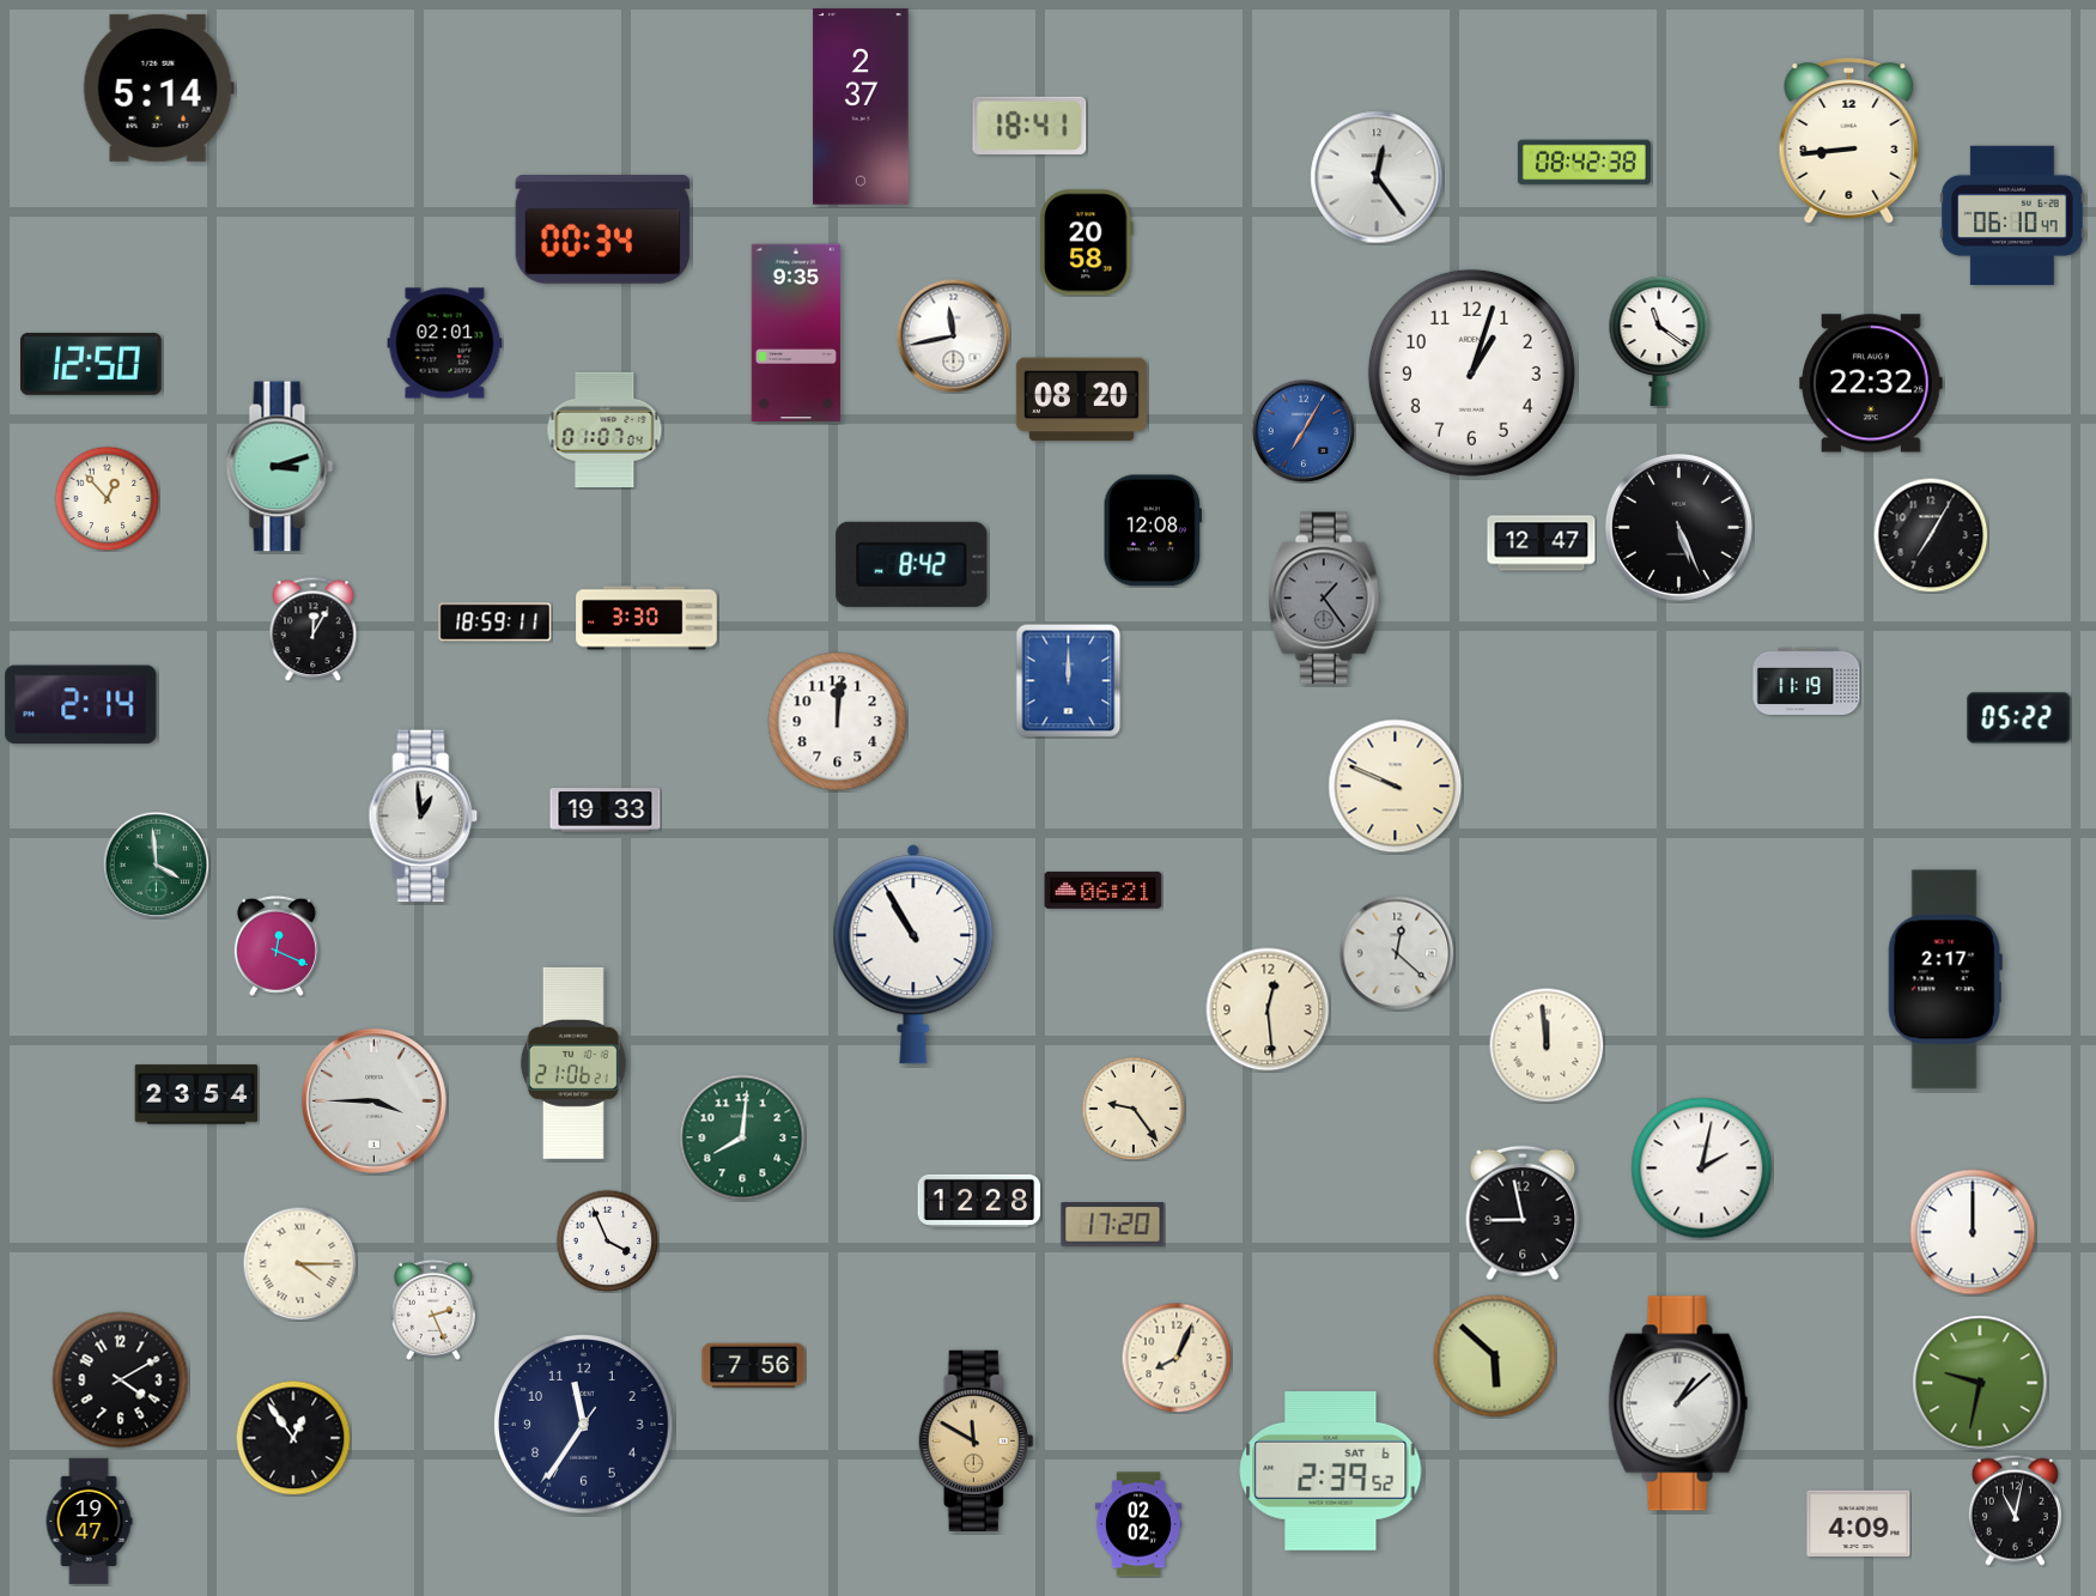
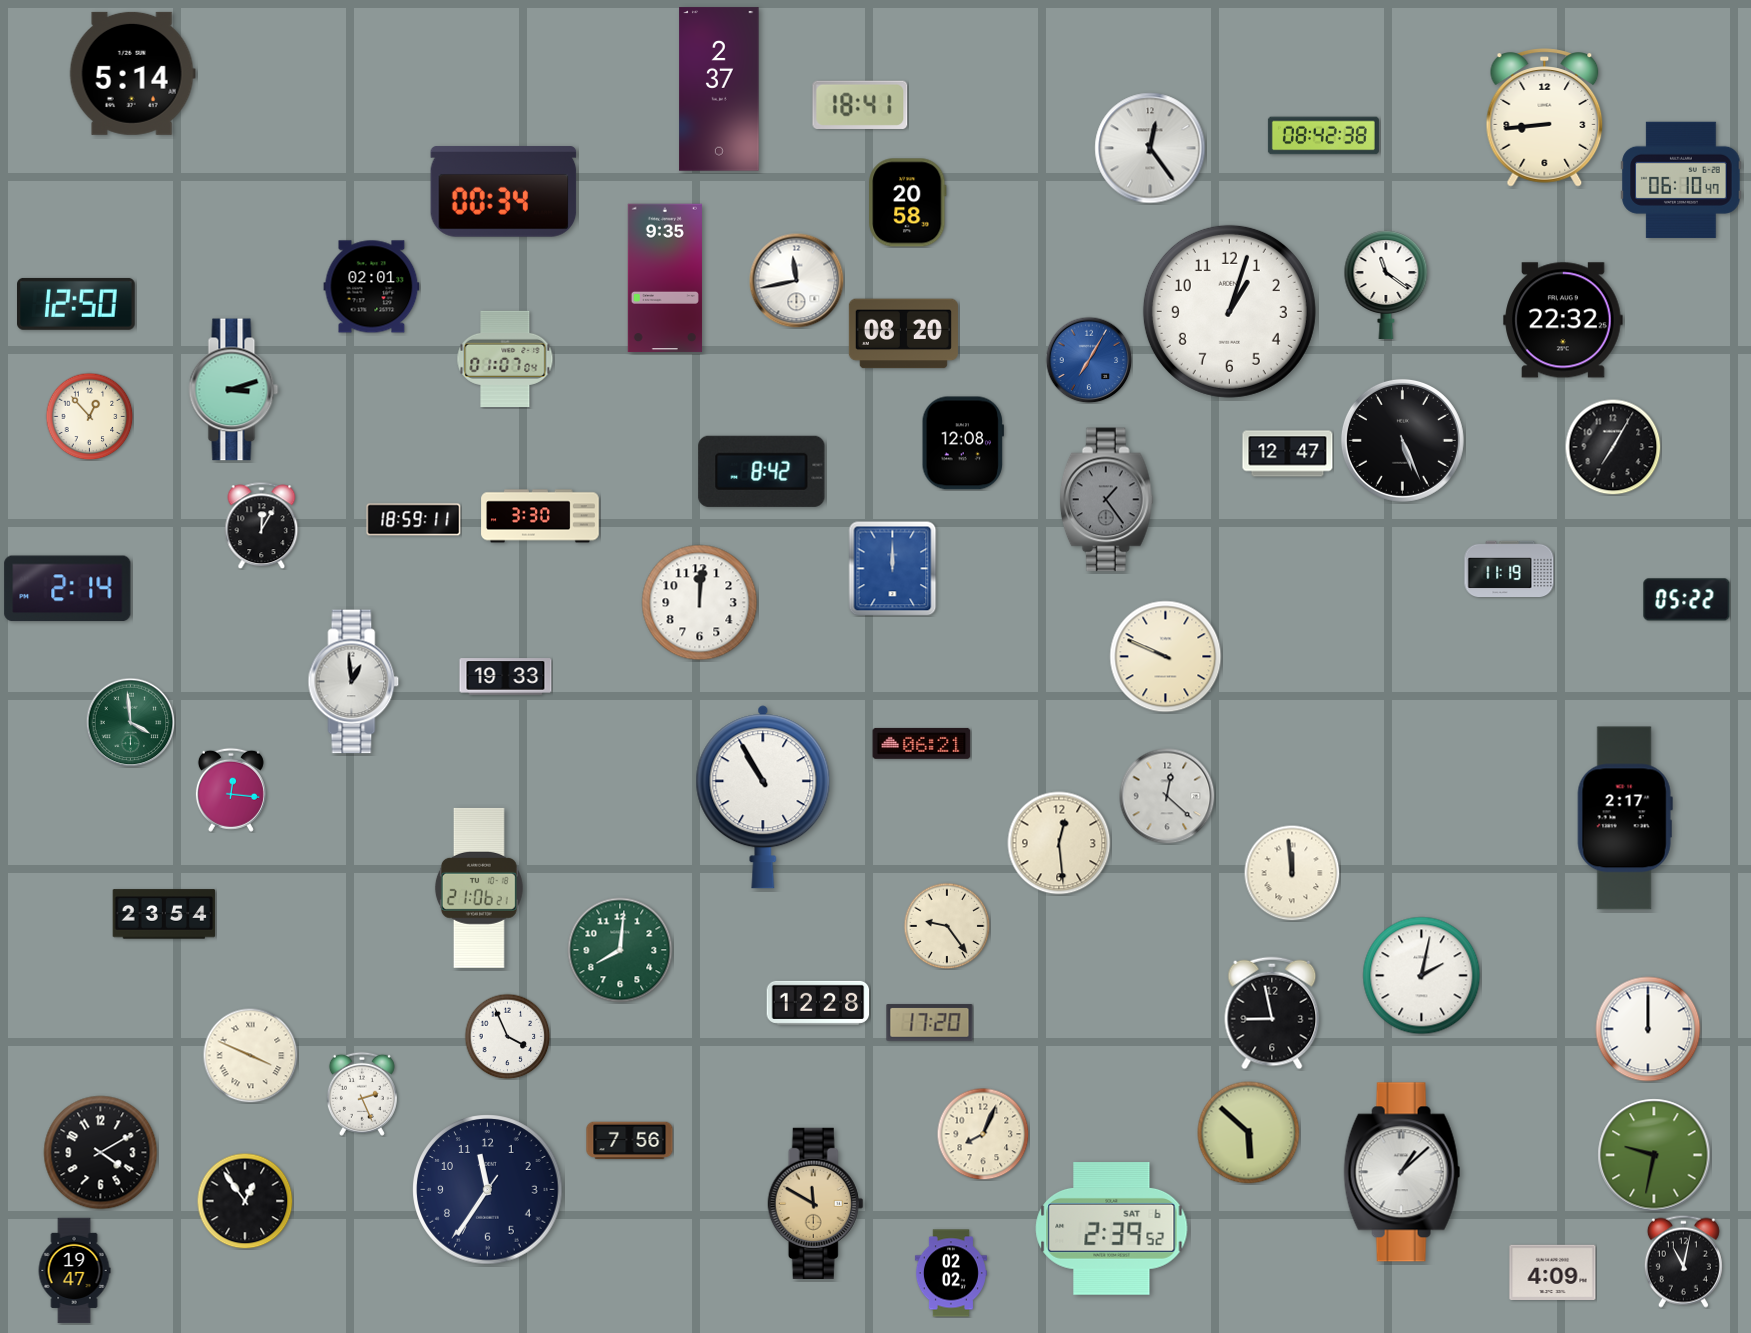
clock at (277, 946): 12:19 -> 12:16
clock at (373, 1100): 3:45 -> none
clock at (299, 1263): 4:15 -> 3:49
